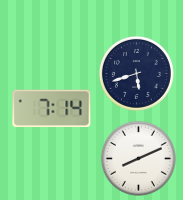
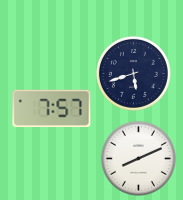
clock at (136, 73) position: (136, 73) -> (133, 73)
clock at (52, 109): 7:14 -> 7:57
